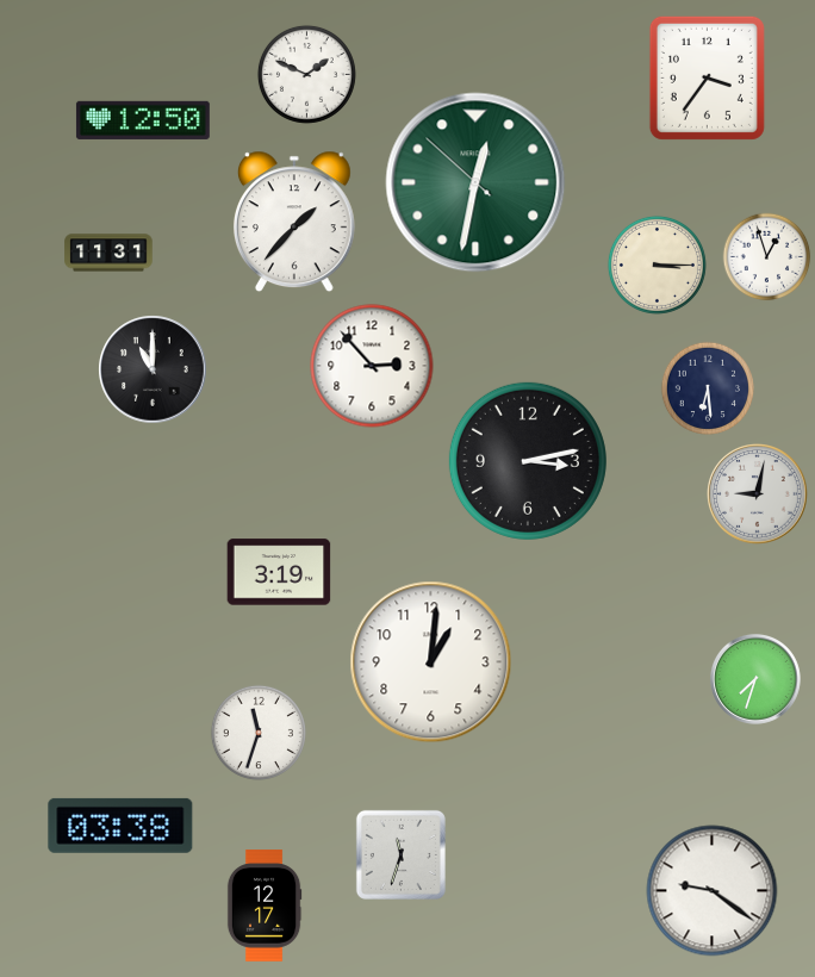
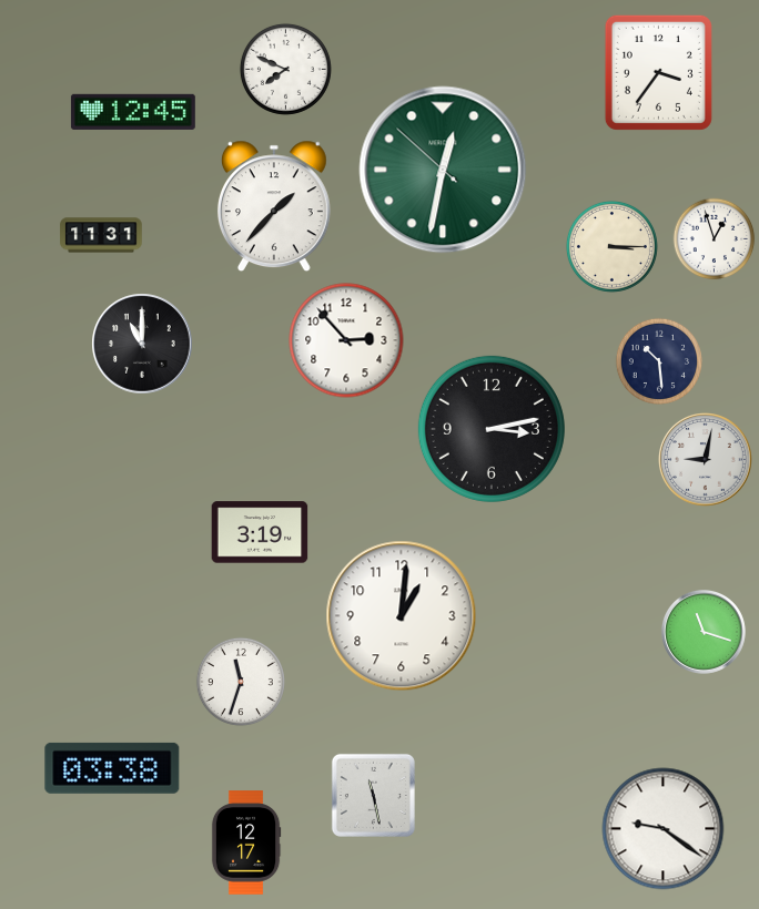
clock at (306, 74): 1:49 -> 7:49
clock at (143, 120): 12:50 -> 12:45
clock at (707, 388): 6:29 -> 10:29
clock at (755, 679): 7:33 -> 11:18
clock at (400, 854): 11:33 -> 11:28
